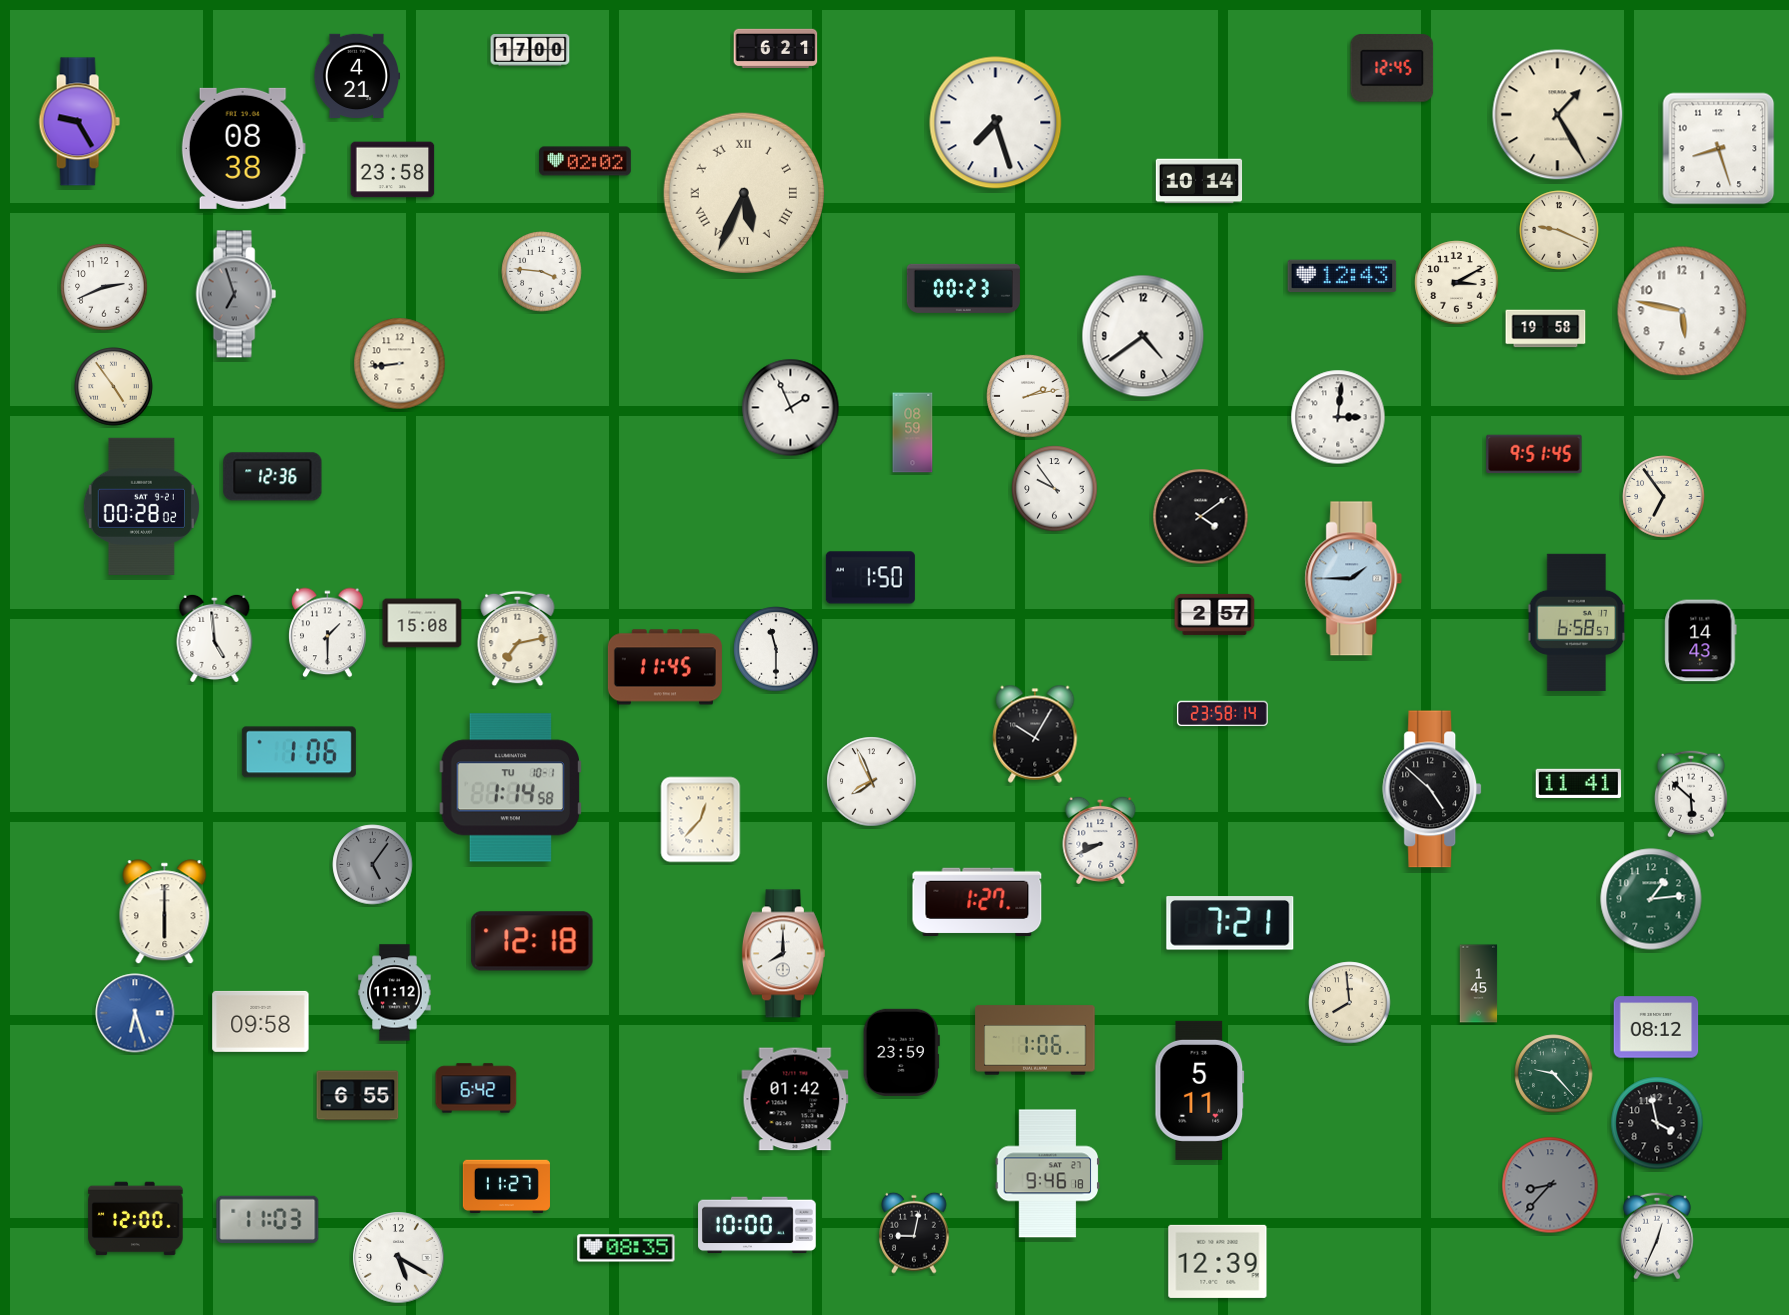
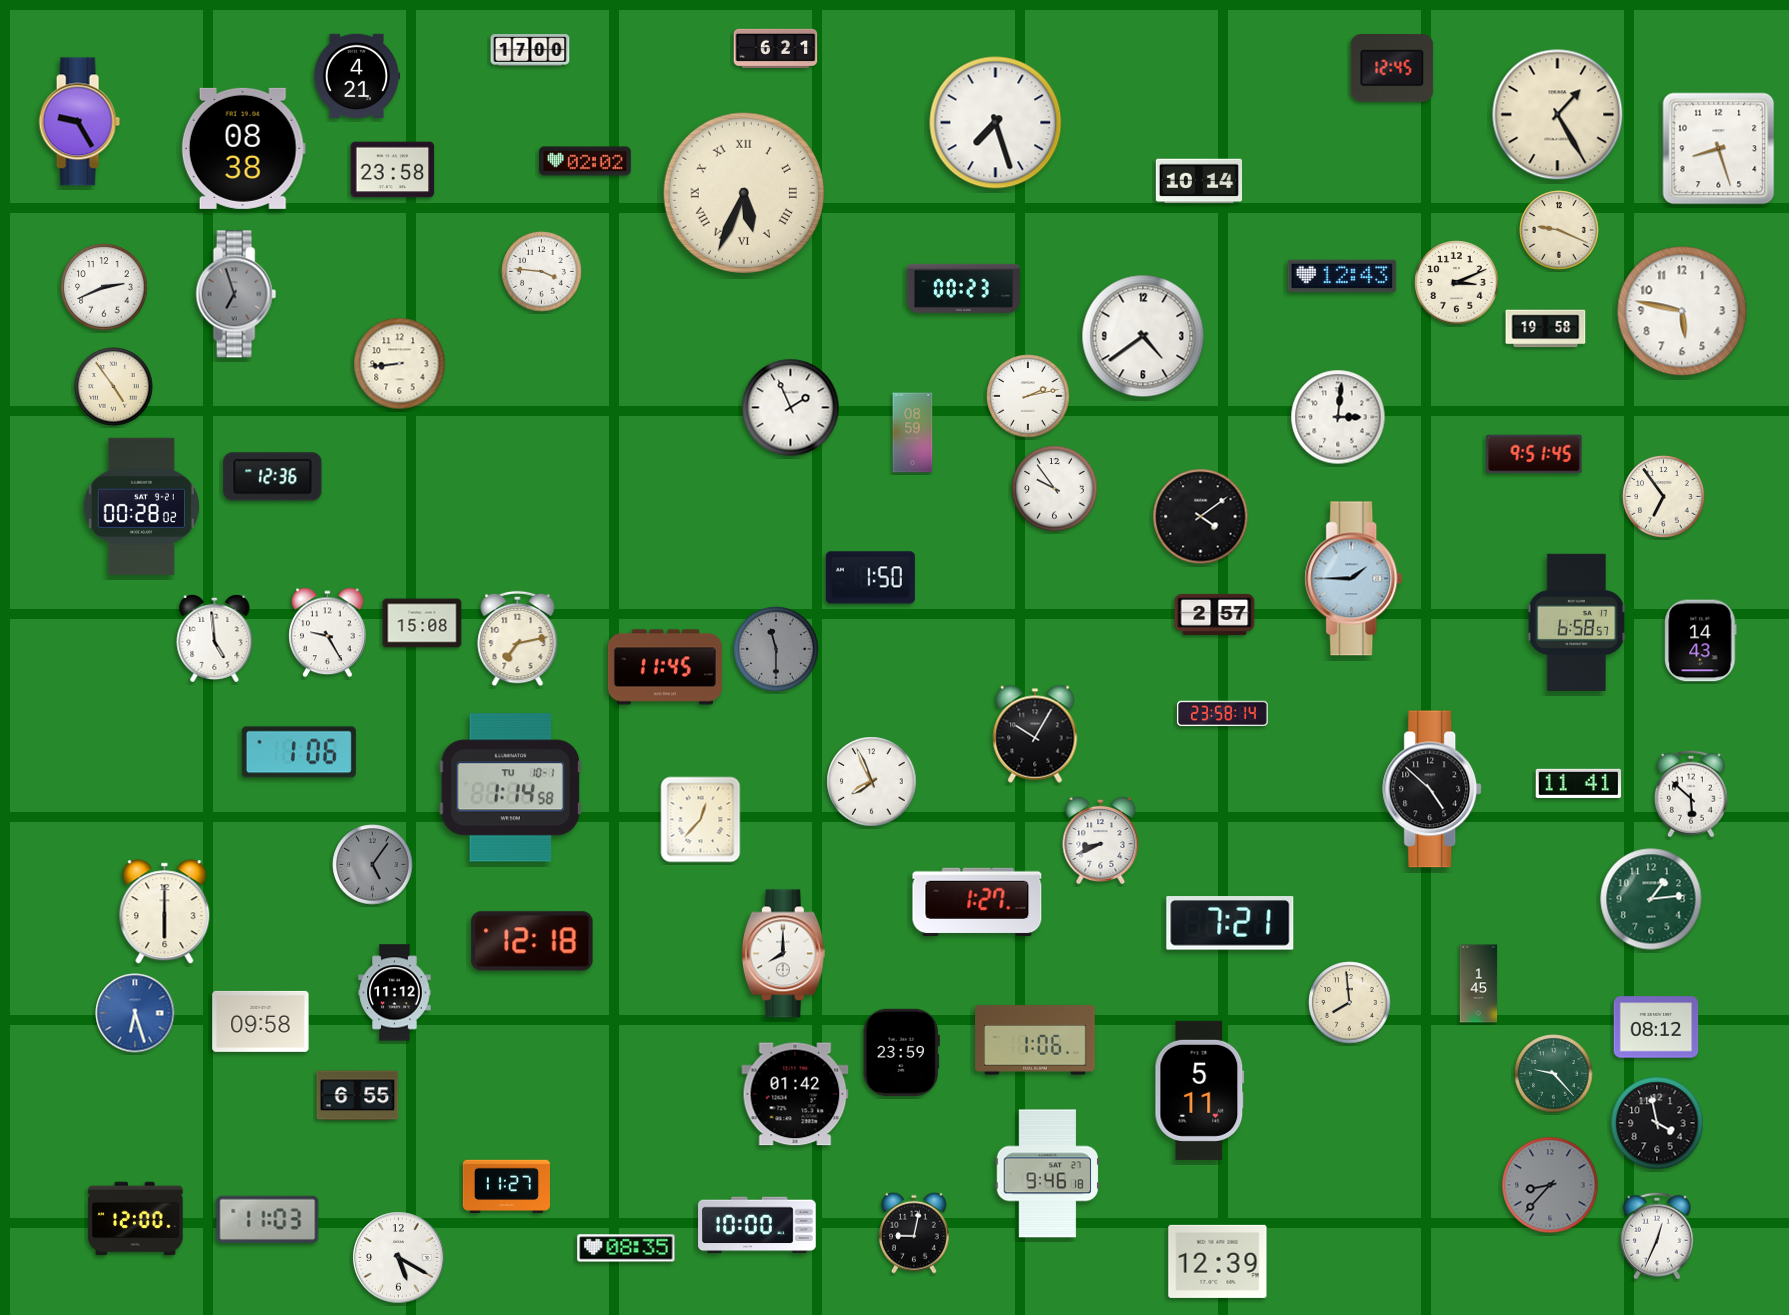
clock at (1457, 283): 3:10 -> 3:11
clock at (328, 633): 1:30 -> 9:25
clock at (776, 649) dial: white -> grey
clock at (476, 1088): 6:42 -> none
clock at (795, 1099) position: (795, 1099) -> (795, 1094)
